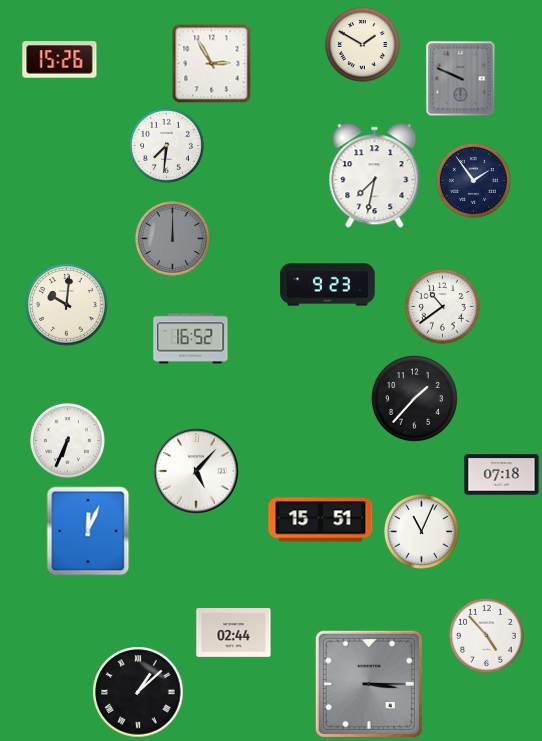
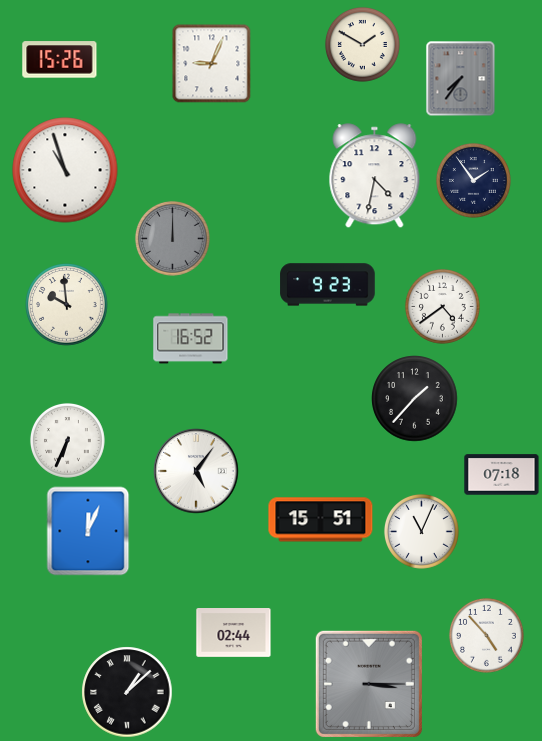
clock at (212, 64): 2:55 -> 9:04
clock at (461, 79): 9:49 -> 7:36
clock at (166, 145): 7:31 -> none
clock at (65, 170): none -> 10:57
clock at (375, 176): 7:32 -> 4:32
clock at (67, 305): 10:01 -> 9:59
clock at (442, 306): 10:39 -> 4:39
clock at (196, 471): 5:07 -> 5:06
clock at (138, 692) position: (138, 692) -> (127, 692)
